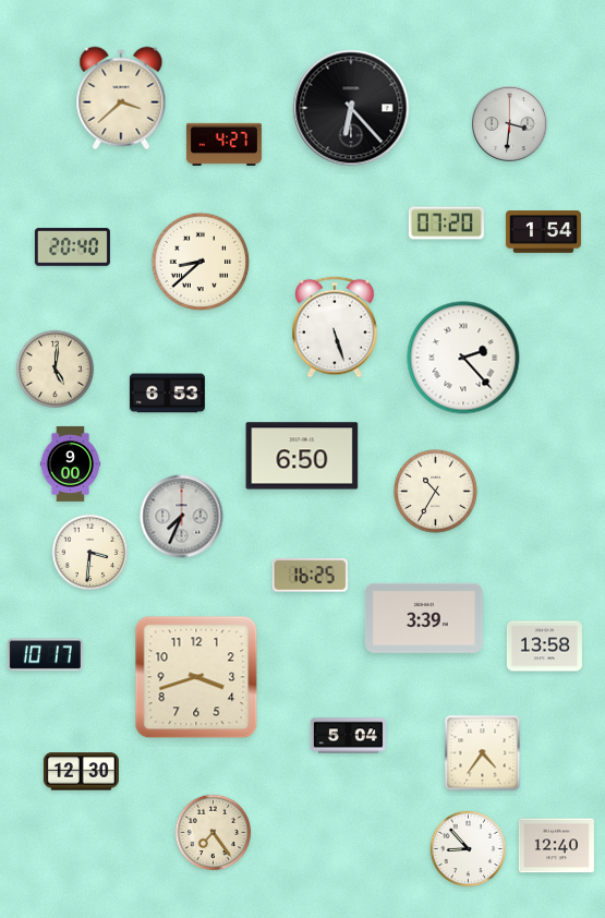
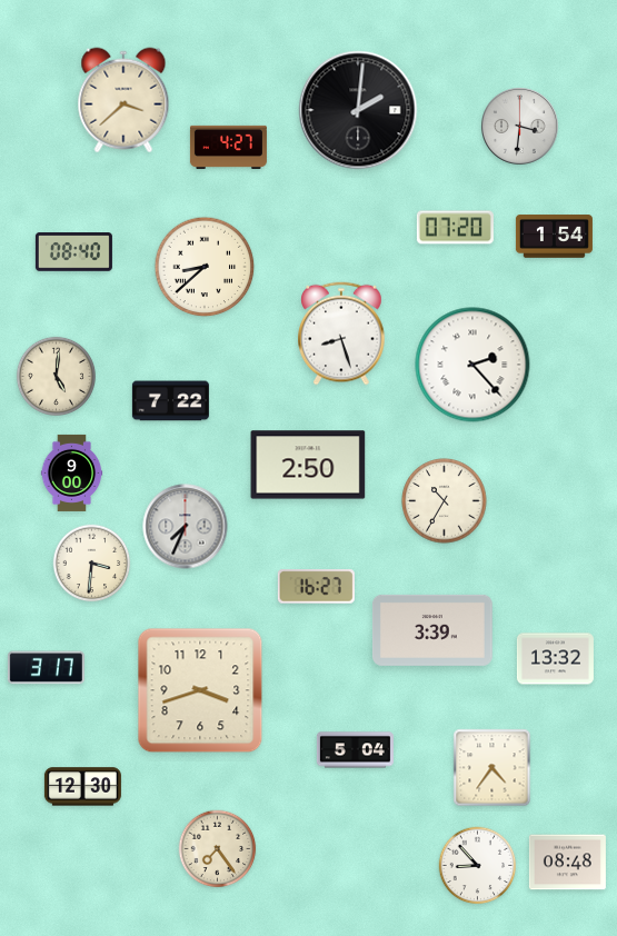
clock at (351, 108): 6:23 -> 2:01
clock at (72, 247): 20:40 -> 08:40
clock at (335, 327): 5:27 -> 8:27
clock at (167, 394): 6:53 -> 7:22
clock at (302, 456): 6:50 -> 2:50
clock at (310, 576): 16:25 -> 16:27
clock at (544, 647): 13:58 -> 13:32
clock at (45, 655): 10:17 -> 3:17
clock at (556, 846): 12:40 -> 08:48
